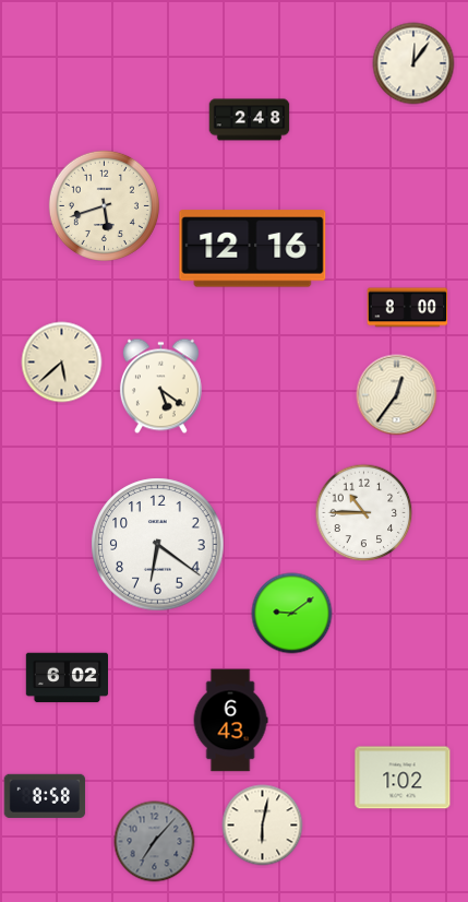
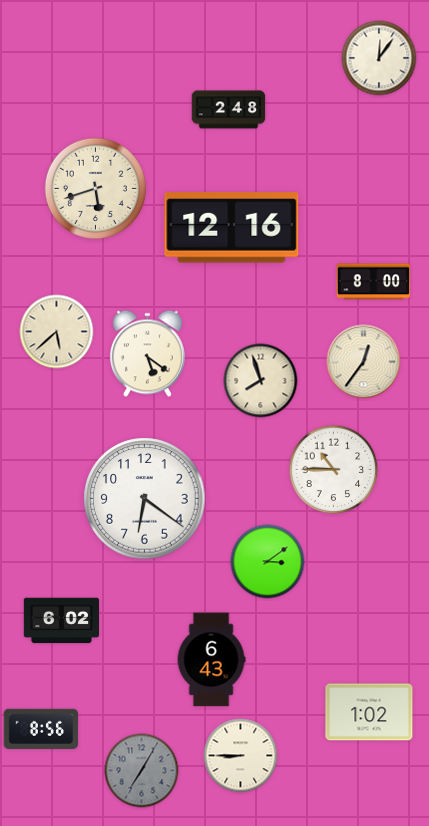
clock at (261, 381): none -> 7:57
clock at (292, 614): 9:09 -> 3:09
clock at (45, 796): 8:58 -> 8:56
clock at (263, 826): 6:02 -> 8:45
clock at (155, 842): 7:07 -> 7:05
